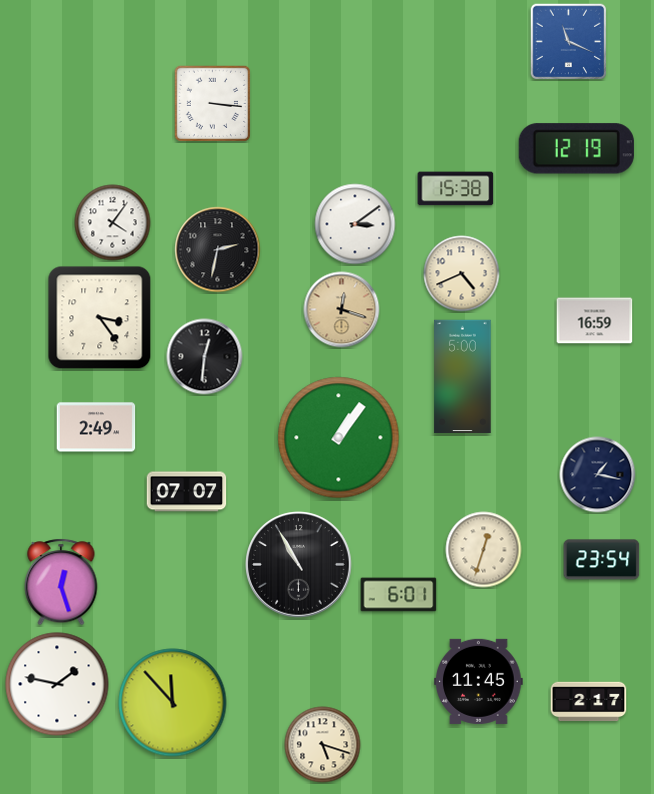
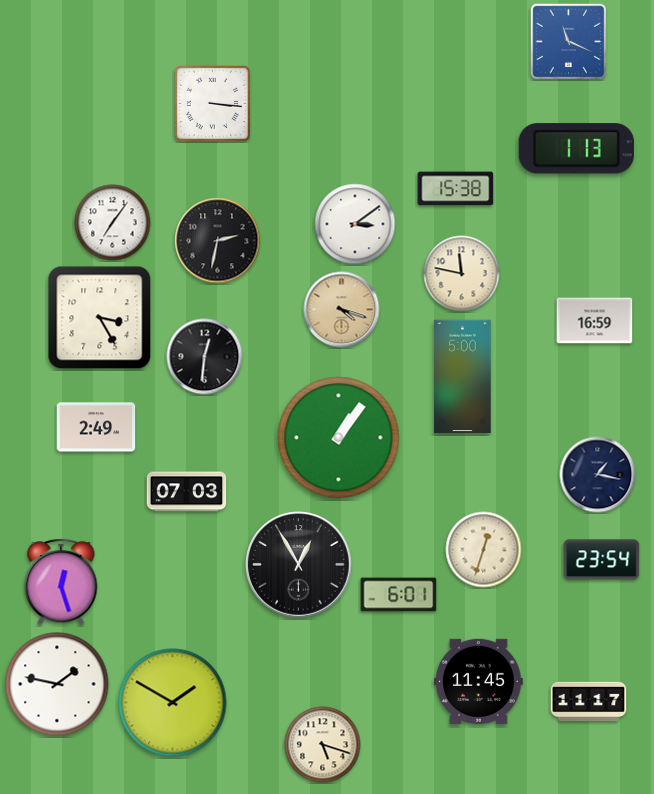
clock at (576, 149): 12:19 -> 1:13
clock at (113, 223): 4:06 -> 7:06
clock at (218, 250) position: (218, 250) -> (218, 241)
clock at (462, 274): 4:41 -> 11:47
clock at (342, 310): 12:18 -> 4:18
clock at (100, 318): 3:24 -> 3:25
clock at (187, 492): 07:07 -> 07:03
clock at (299, 565): 10:55 -> 12:55
clock at (589, 702): 2:17 -> 11:17
clock at (173, 703): 11:53 -> 1:50
